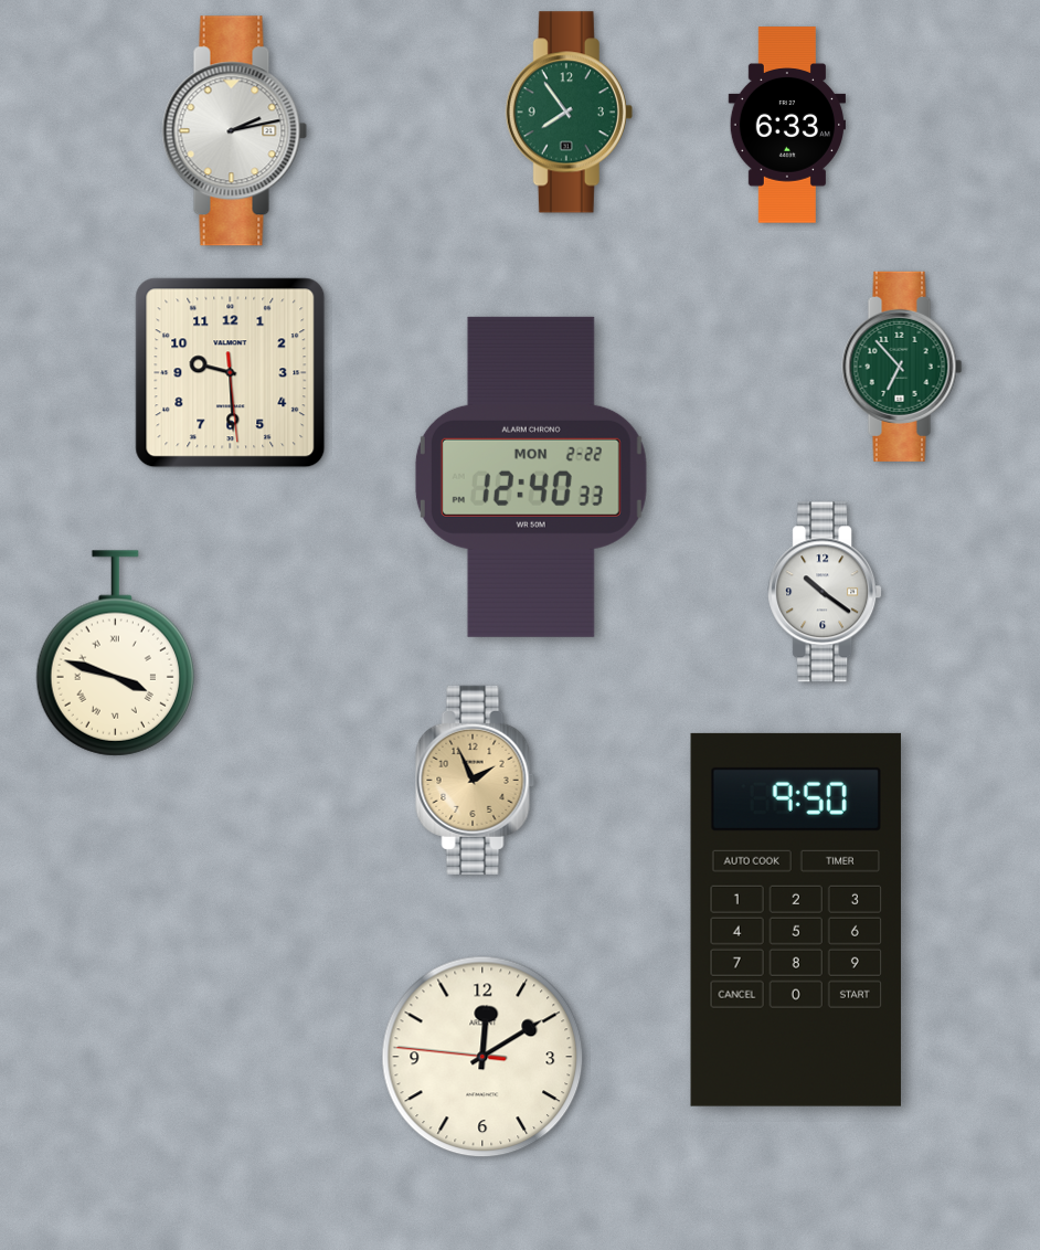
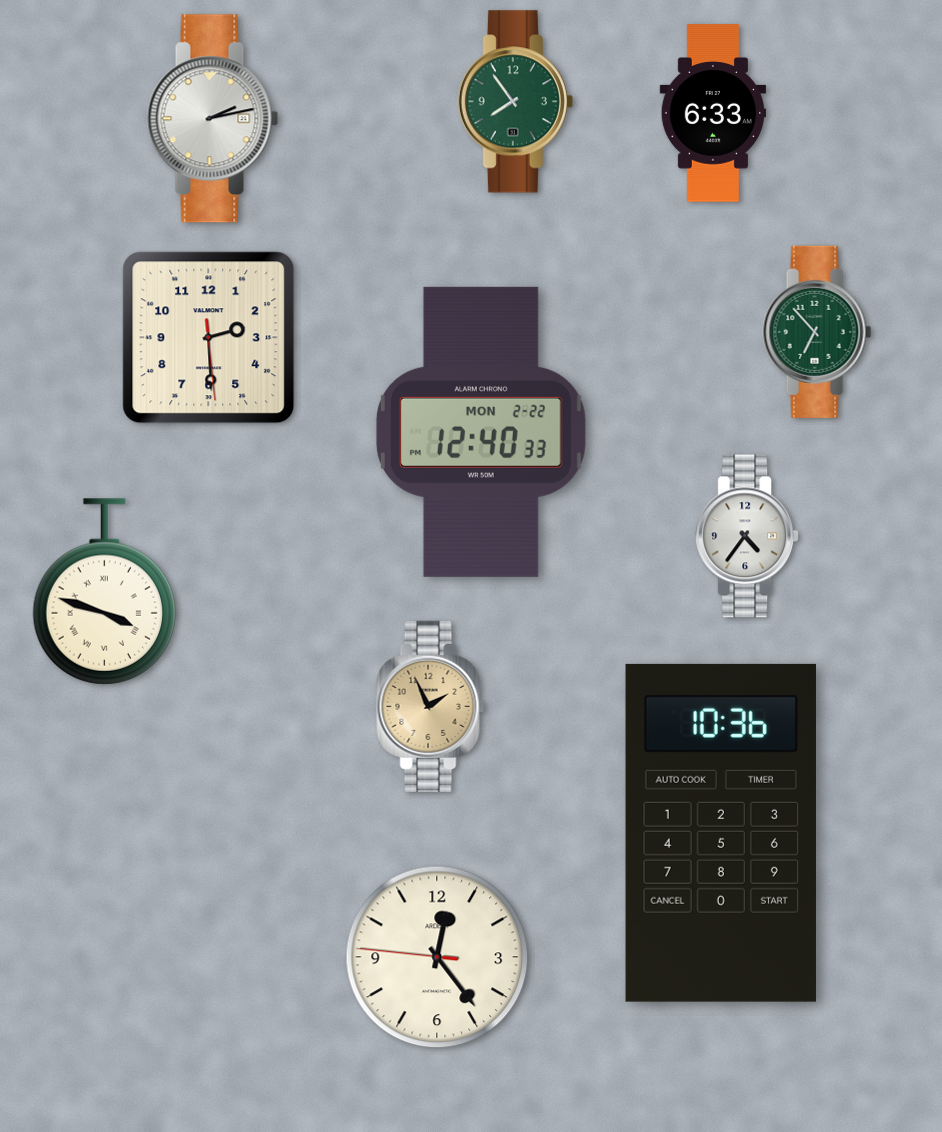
clock at (231, 373): 9:29 -> 2:29
clock at (825, 592): 10:21 -> 4:36
clock at (796, 920): 9:50 -> 10:36
clock at (482, 1057): 12:09 -> 12:23
